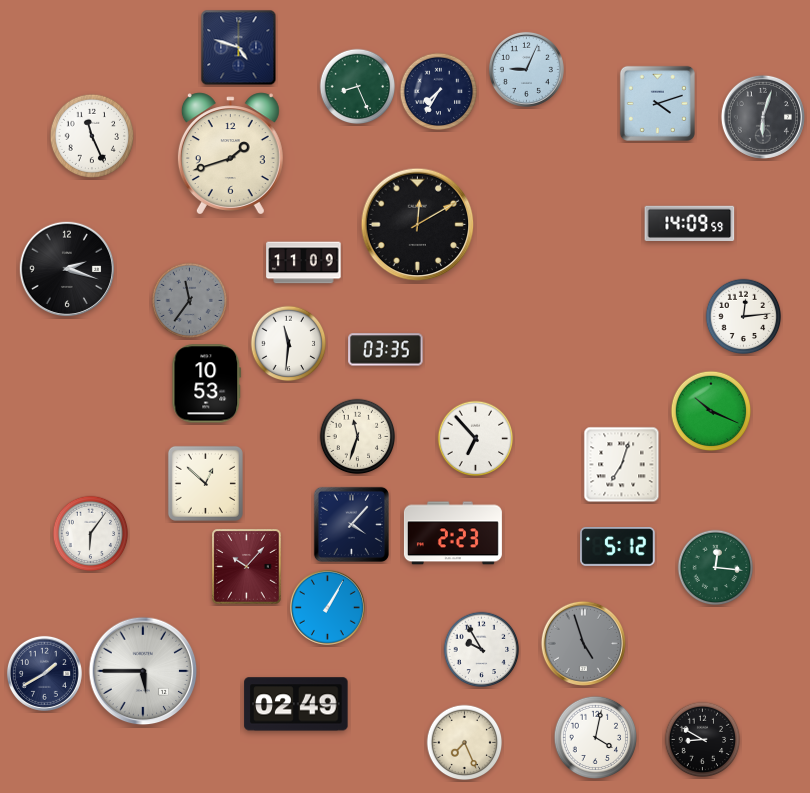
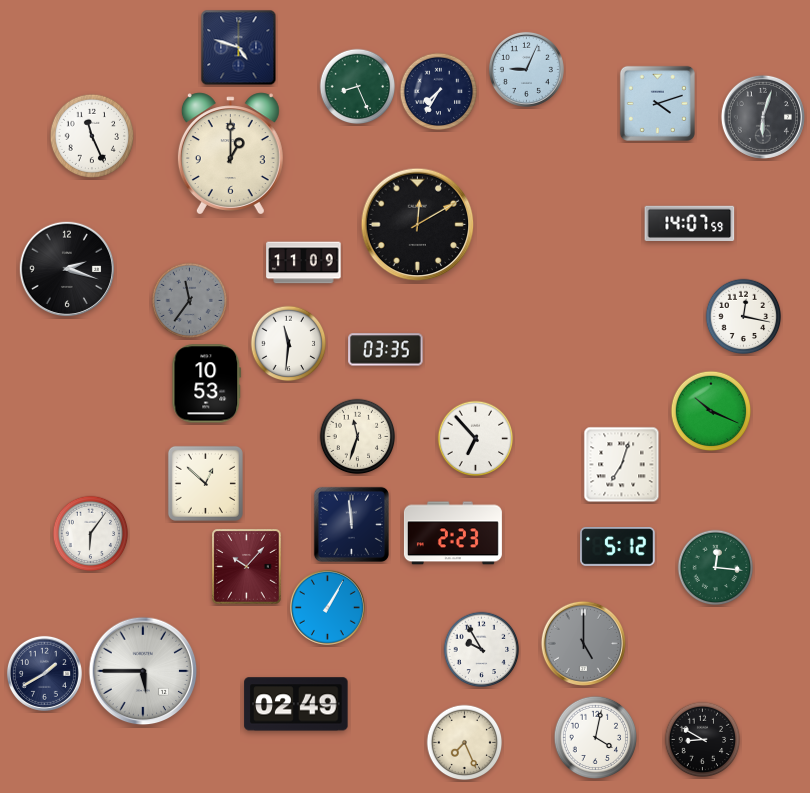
clock at (230, 154): 1:42 -> 1:00
clock at (690, 223): 14:09 -> 14:07
clock at (744, 317): 12:14 -> 12:17
clock at (351, 524): 4:07 -> 11:59
clock at (583, 643): 4:57 -> 5:00
